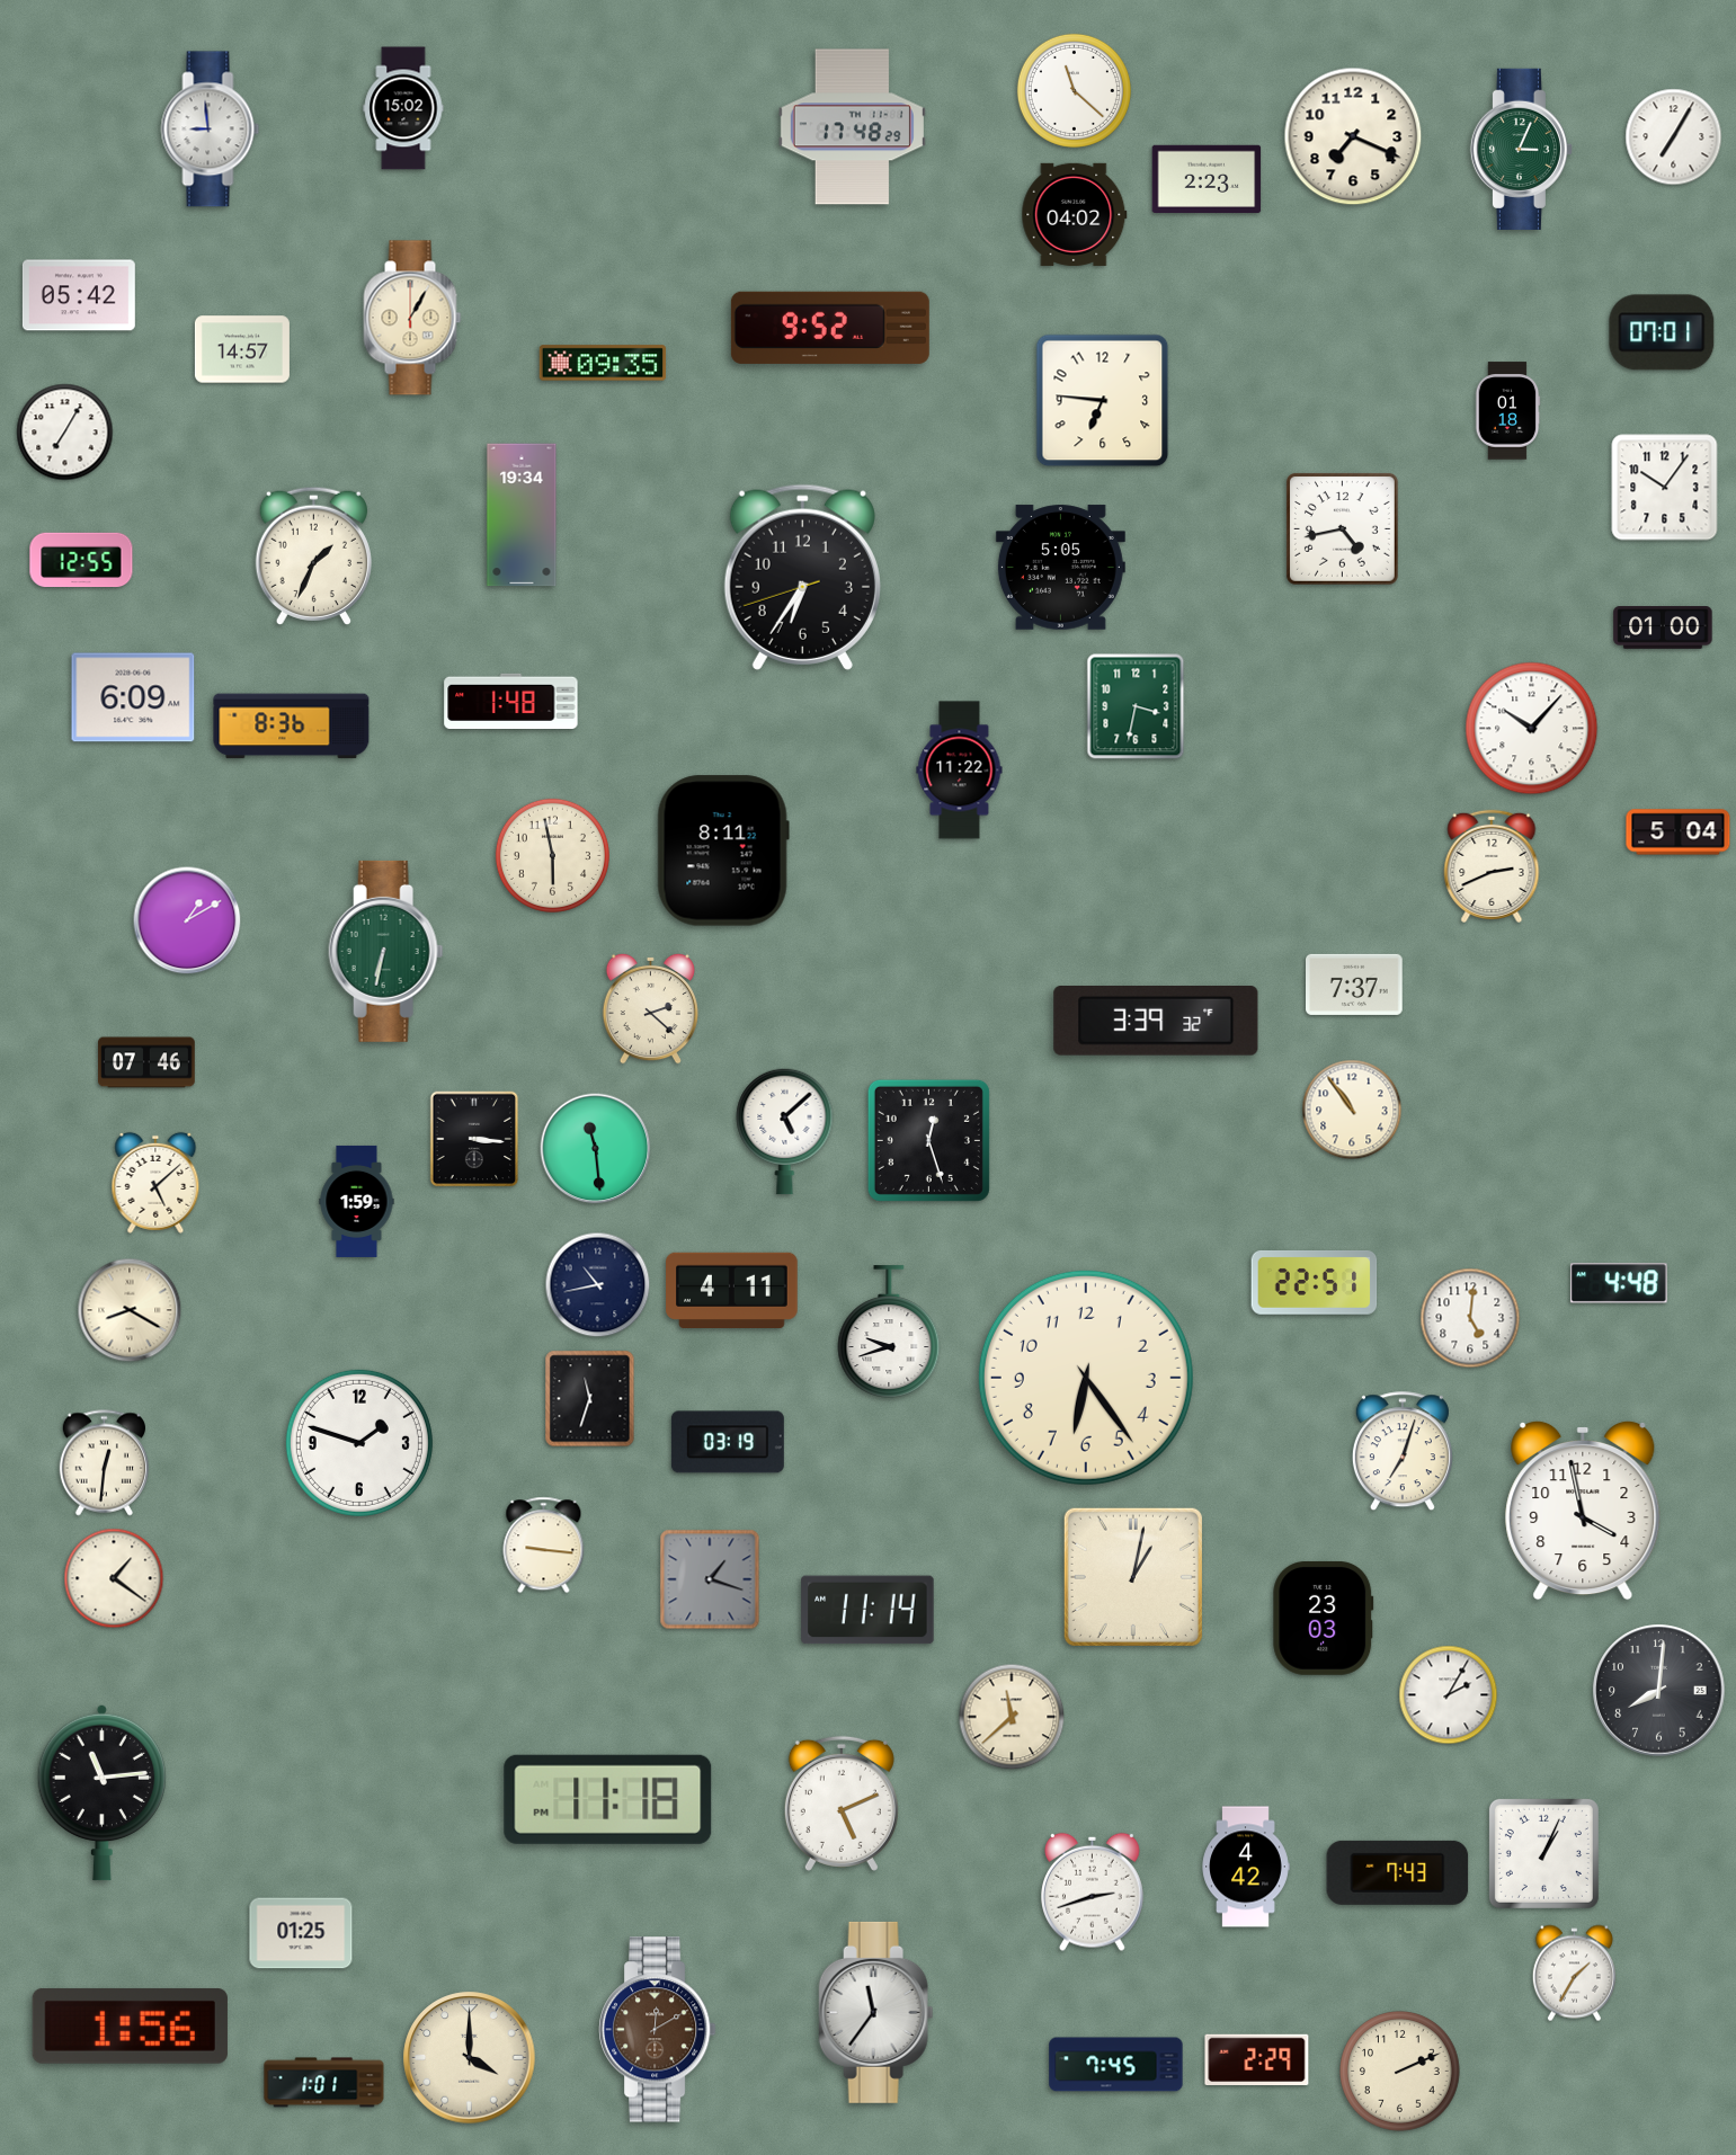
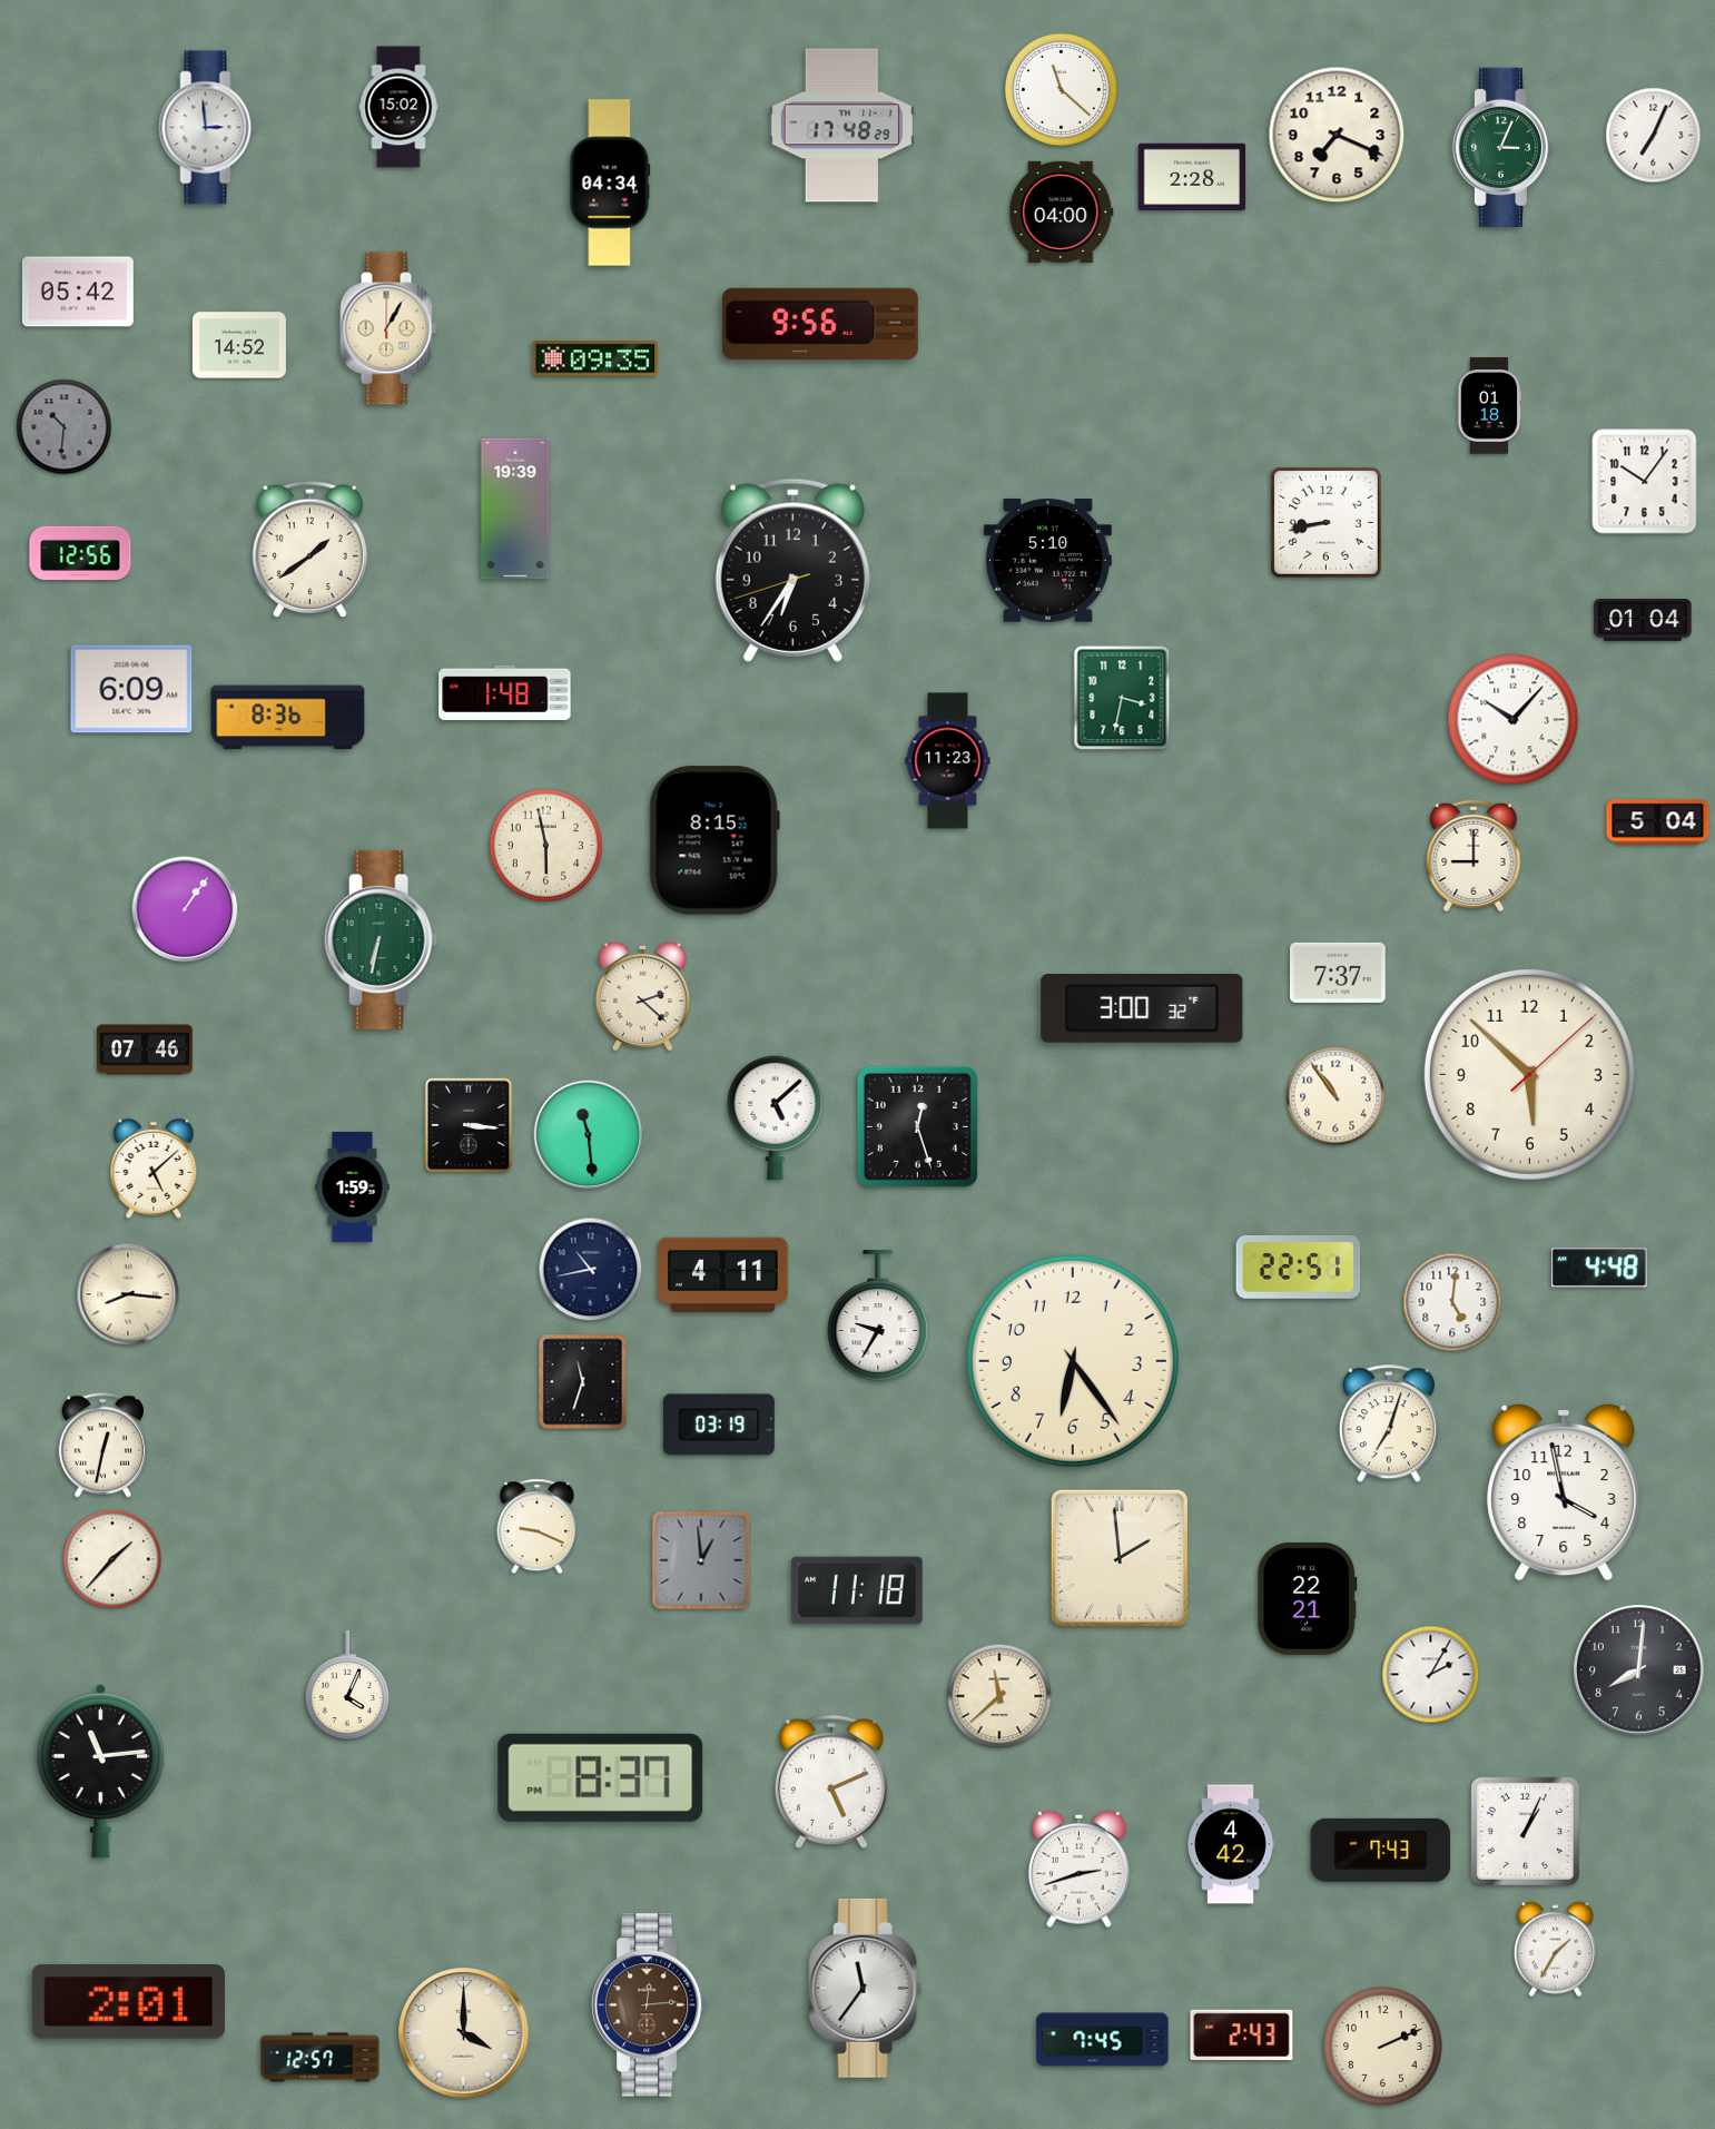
clock at (211, 130): 8:59 -> 2:59
clock at (1674, 137): 7:05 -> 7:04
clock at (1207, 178): 2:23 -> 2:28
clock at (610, 183): none -> 04:34
clock at (1075, 214): 04:02 -> 04:00
clock at (412, 318) position: (412, 318) -> (388, 328)
clock at (830, 328): 9:52 -> 9:56
clock at (1662, 332): 07:01 -> none
clock at (242, 349): 14:57 -> 14:52
clock at (1103, 401): 6:46 -> none
clock at (65, 433): 7:05 -> 10:31
clock at (65, 433) dial: white -> grey
clock at (522, 515): 19:34 -> 19:39
clock at (1343, 529): 4:43 -> 8:43
clock at (313, 555): 1:34 -> 1:39
clock at (81, 560): 12:55 -> 12:56
clock at (1060, 568): 5:05 -> 5:10
clock at (1663, 629): 01:00 -> 01:04
clock at (960, 771): 11:22 -> 11:23
clock at (723, 851): 8:11 -> 8:15
clock at (1492, 866): 2:41 -> 9:00
clock at (187, 920): 1:10 -> 1:06
clock at (1156, 1021): 3:39 -> 3:00
clock at (1529, 1074): none -> 5:52
clock at (130, 1310): 8:20 -> 8:16
clock at (889, 1332): 9:42 -> 9:35
clock at (359, 1443): 1:48 -> none
clock at (1403, 1452) position: (1403, 1452) -> (1389, 1425)
clock at (104, 1463): 12:31 -> 12:32
clock at (544, 1546): 9:16 -> 9:19
clock at (1133, 1577): 1:02 -> 1:59
clock at (114, 1578): 1:21 -> 1:37
clock at (710, 1579): 1:18 -> 12:59
clock at (867, 1610): 11:14 -> 11:18
clock at (1324, 1618): 23:03 -> 22:21
clock at (347, 1685): none -> 4:04
clock at (608, 1799): 11:18 -> 8:37
clock at (301, 1933): 01:25 -> none
clock at (130, 2025): 1:56 -> 2:01
clock at (657, 2030): 12:10 -> 12:14
clock at (1257, 2059): 2:29 -> 2:43
clock at (324, 2083): 1:01 -> 12:57
